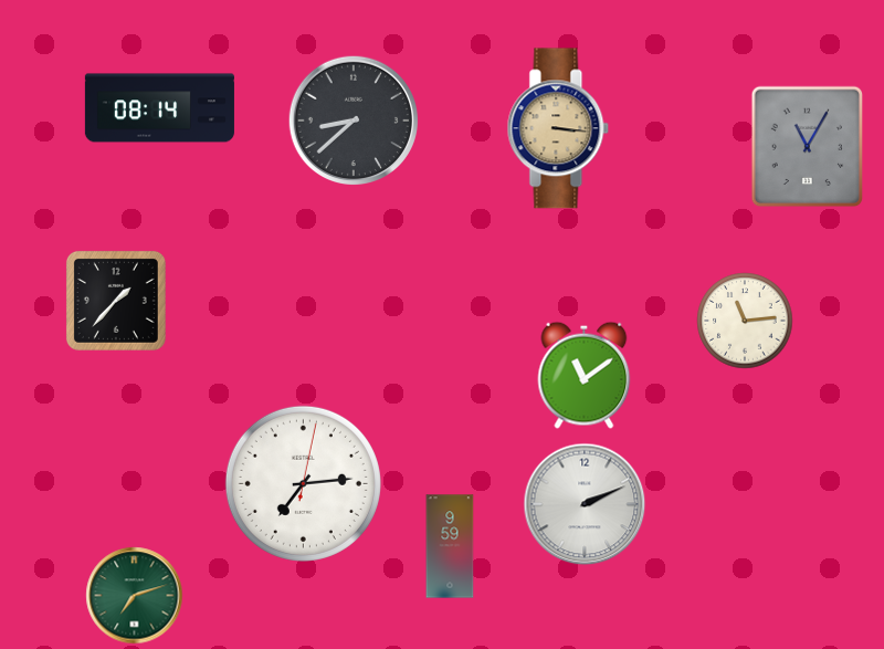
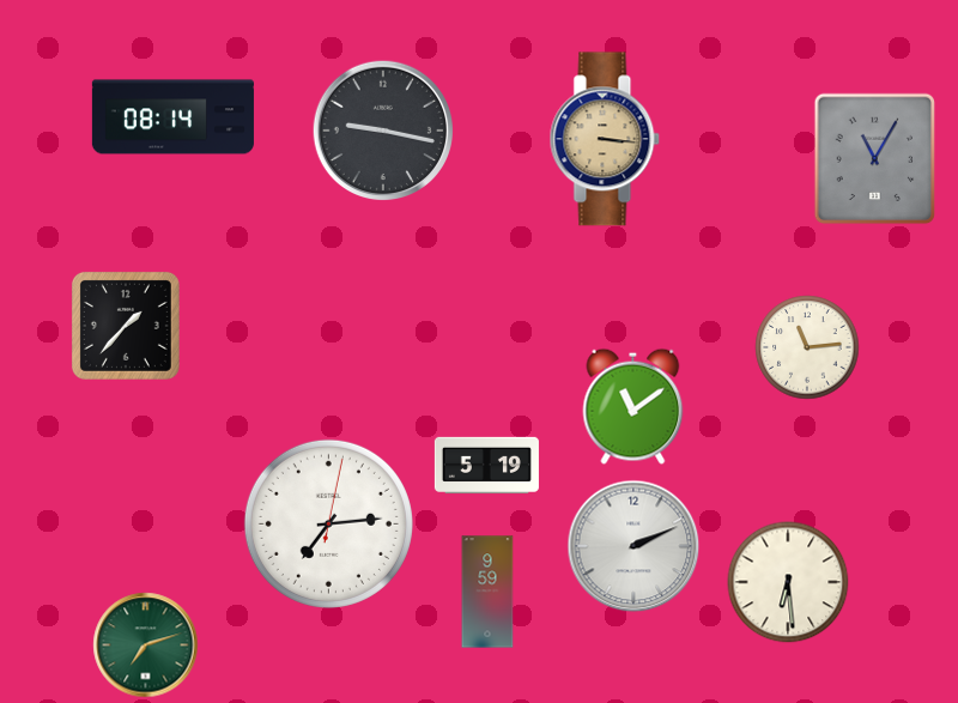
clock at (352, 119): 8:38 -> 9:17
clock at (486, 465): none -> 5:19
clock at (788, 582): none -> 6:29
